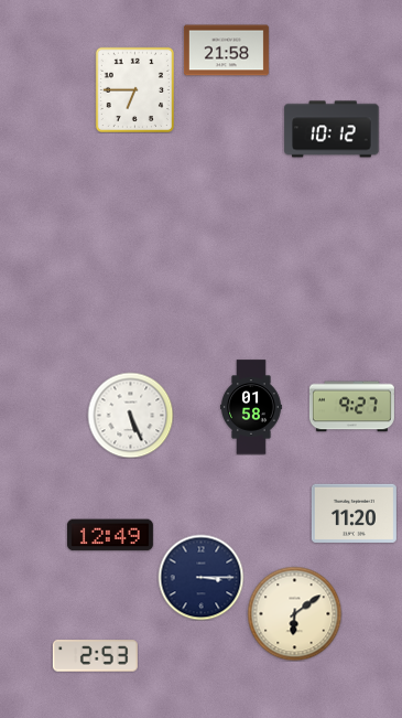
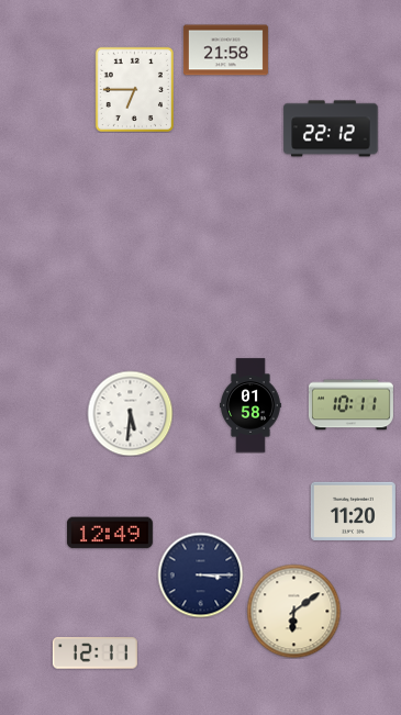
clock at (332, 129): 10:12 -> 22:12
clock at (351, 407): 9:27 -> 10:11
clock at (130, 415): 5:26 -> 5:31
clock at (95, 656): 2:53 -> 12:11
